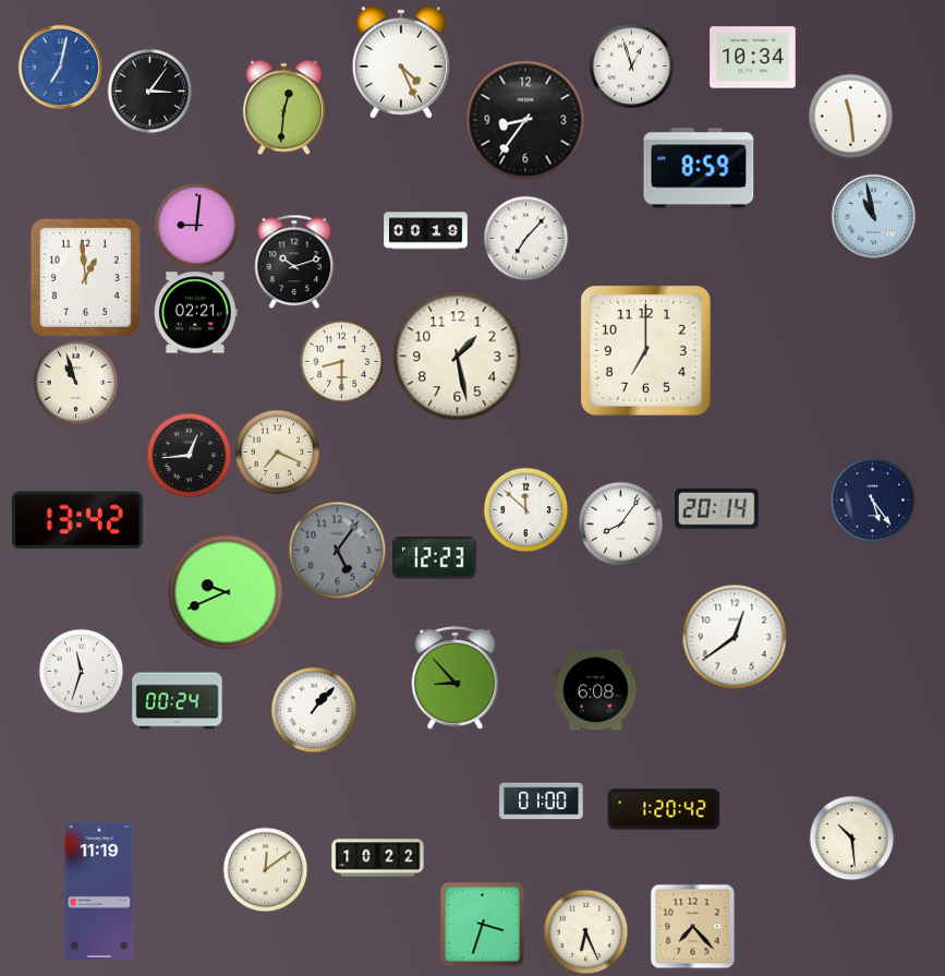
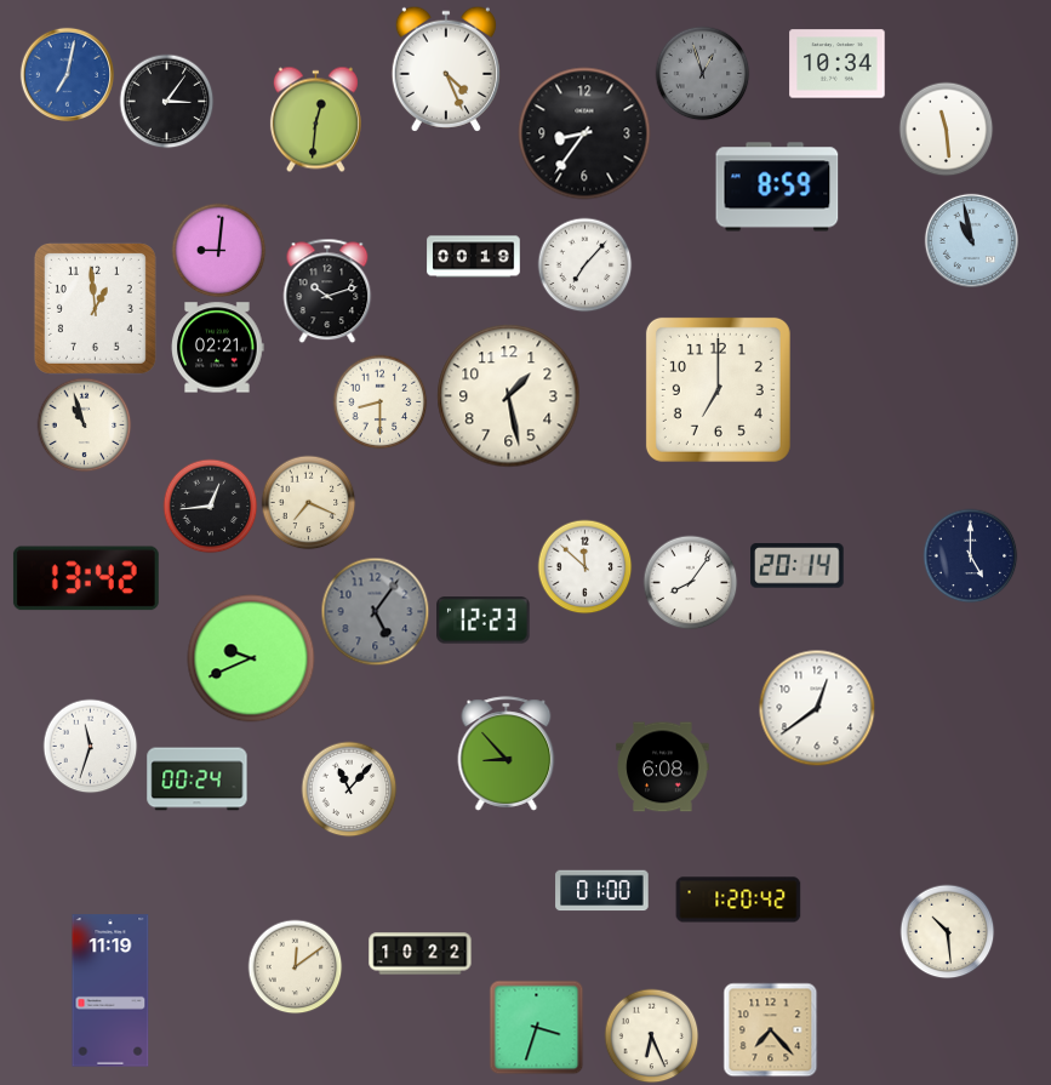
clock at (631, 65) dial: white -> grey
clock at (872, 499): 5:24 -> 5:00
clock at (314, 710): 1:07 -> 11:07
